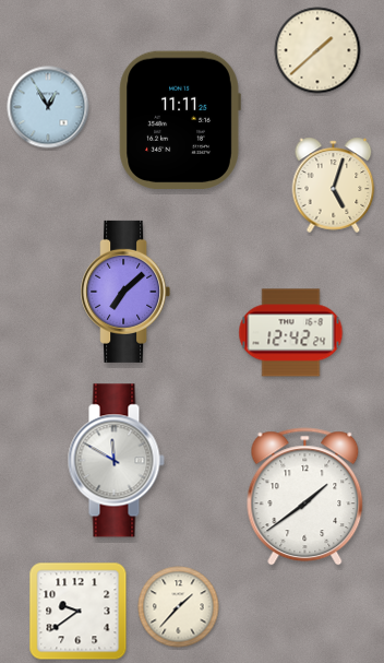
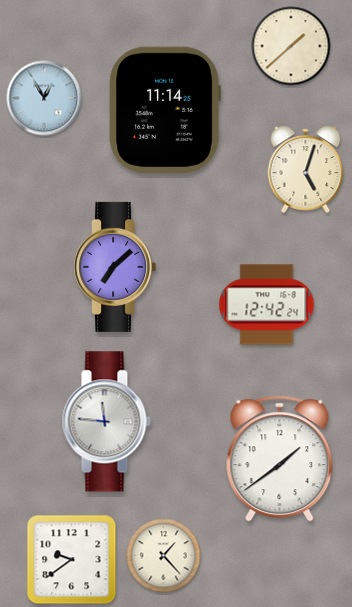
clock at (180, 119): 11:11 -> 11:14
clock at (116, 461): 11:50 -> 11:46
clock at (305, 497) position: (305, 497) -> (280, 459)
clock at (179, 607): 1:37 -> 1:23
